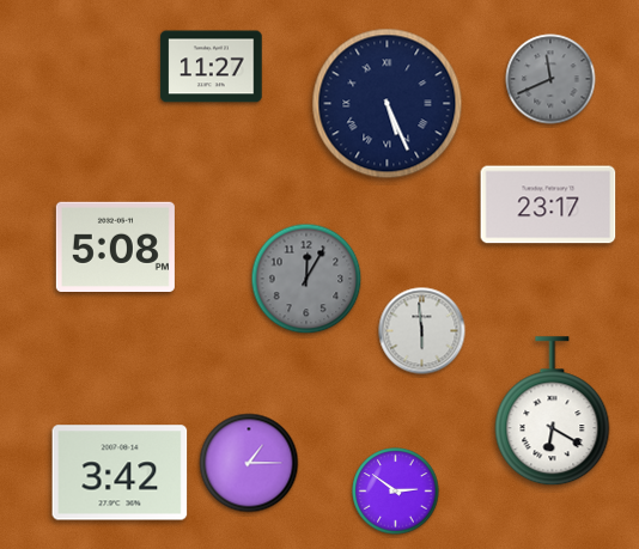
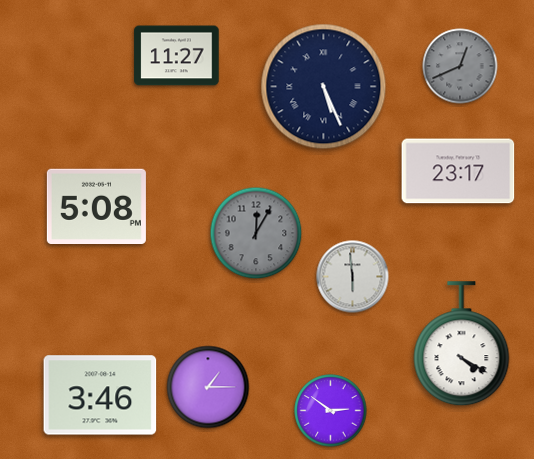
clock at (550, 79): 11:41 -> 12:41
clock at (553, 411): 6:20 -> 4:20
clock at (120, 472): 3:42 -> 3:46
